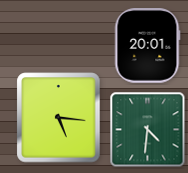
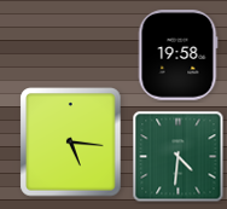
clock at (147, 46): 20:01 -> 19:58
